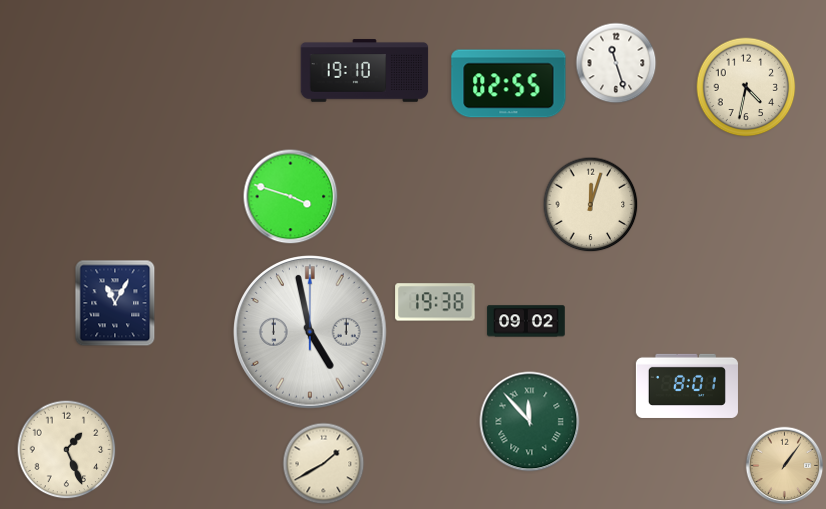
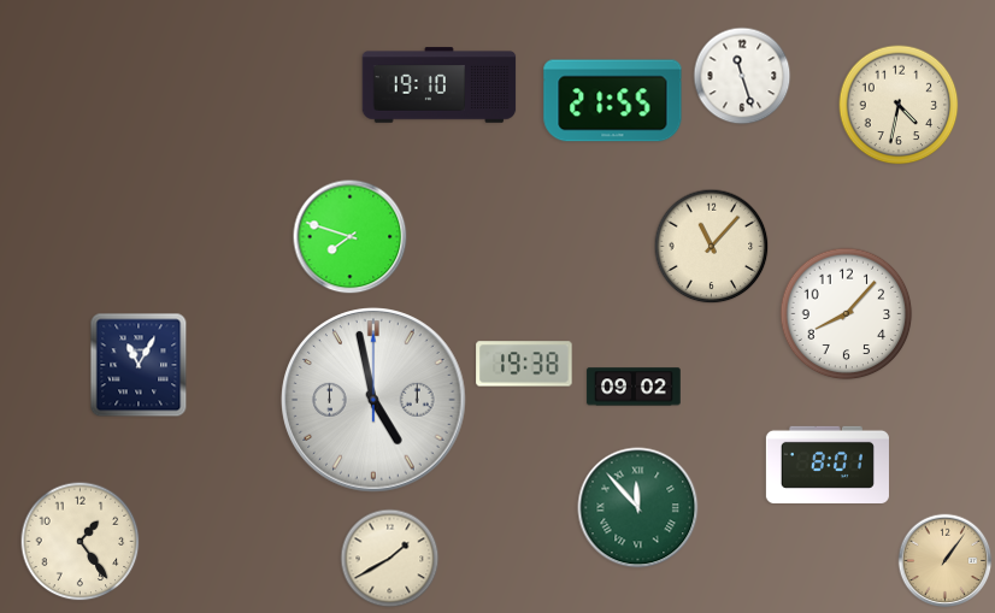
clock at (509, 84): 02:55 -> 21:55
clock at (291, 197): 3:48 -> 7:48
clock at (591, 205): 12:03 -> 11:07
clock at (847, 314): none -> 8:07
clock at (67, 450): 1:26 -> 1:24
